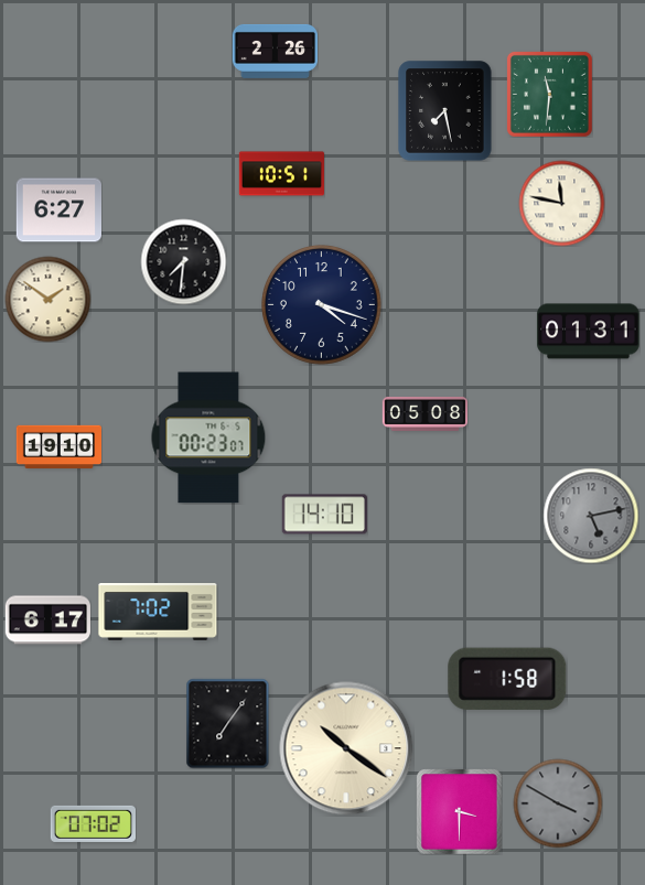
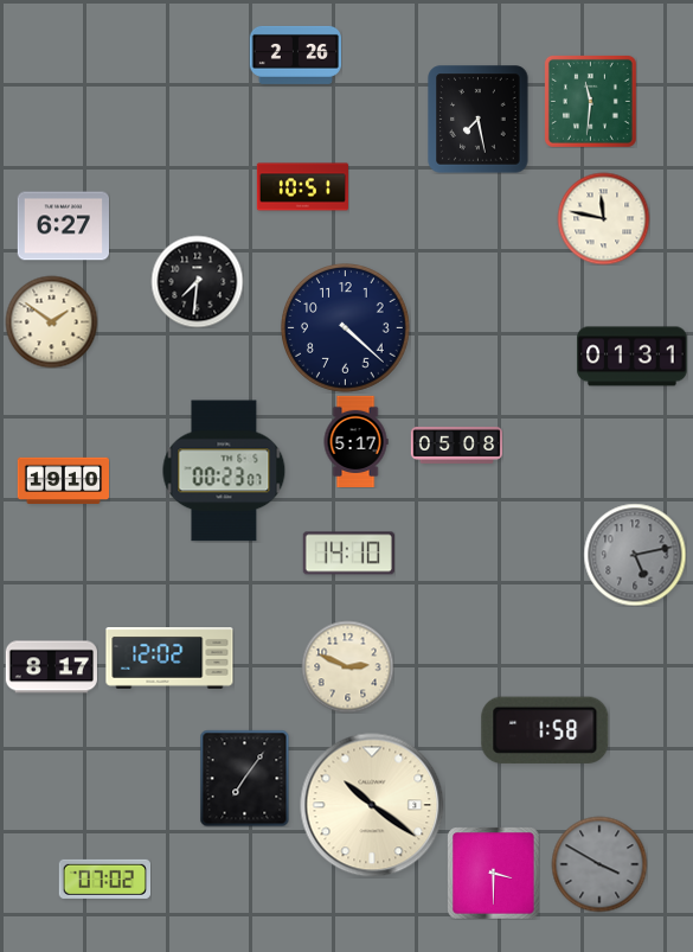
clock at (322, 305): 4:18 -> 4:22
clock at (355, 441): none -> 5:17
clock at (158, 613): 7:02 -> 12:02
clock at (347, 666): none -> 2:49
clock at (47, 620): 6:17 -> 8:17
clock at (93, 823) position: (93, 823) -> (104, 878)
